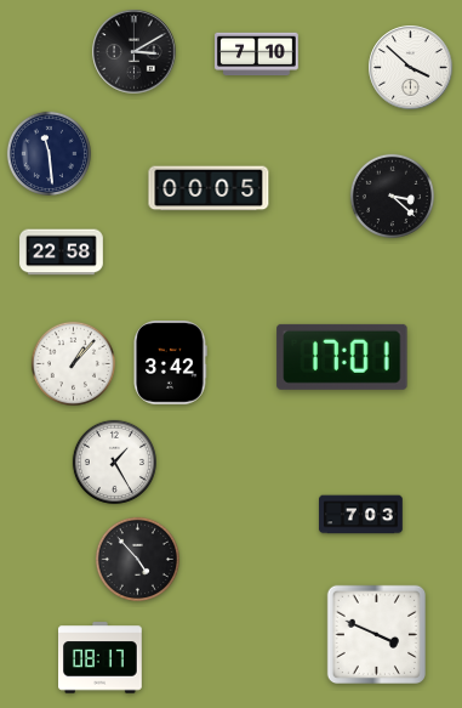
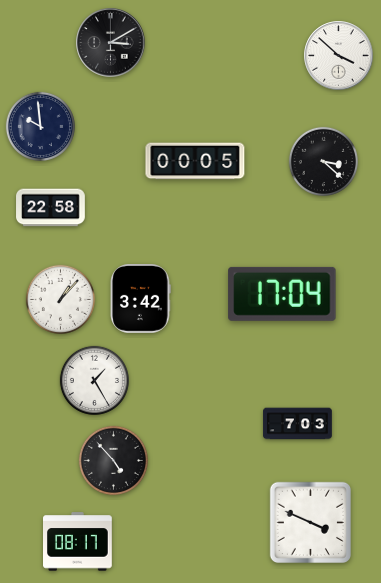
clock at (257, 55): 7:10 -> none
clock at (49, 153): 11:29 -> 9:59
clock at (209, 188) position: (209, 188) -> (195, 161)
clock at (342, 357): 17:01 -> 17:04
clock at (101, 658) position: (101, 658) -> (78, 542)
